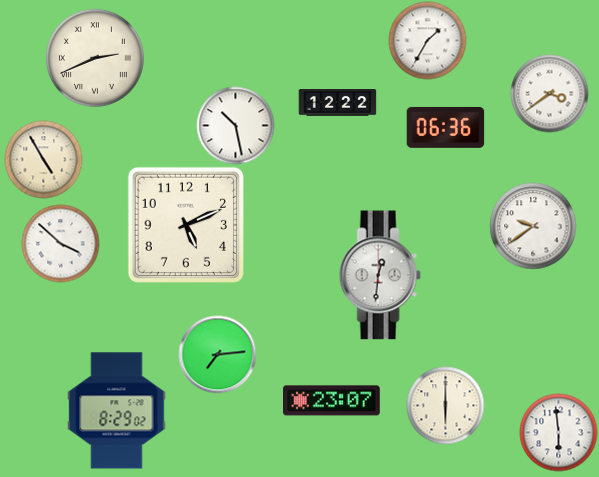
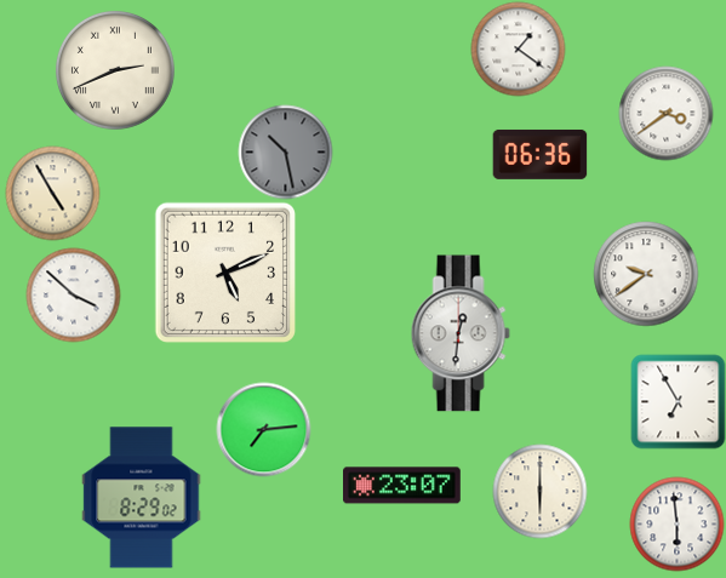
clock at (427, 40): 1:35 -> 1:21
clock at (337, 103): 12:22 -> none
clock at (235, 125) dial: white -> grey
clock at (678, 401): none -> 6:55
